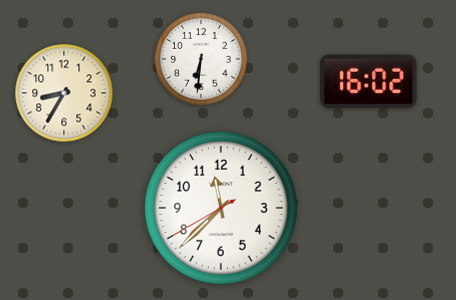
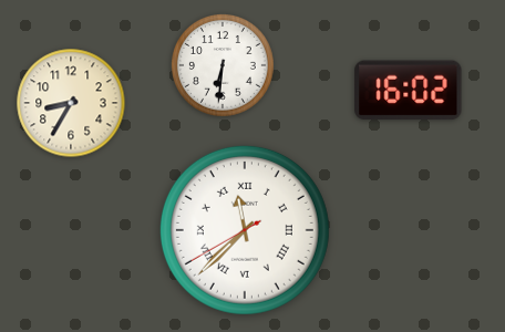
clock at (221, 208) numerals: Arabic -> Roman
